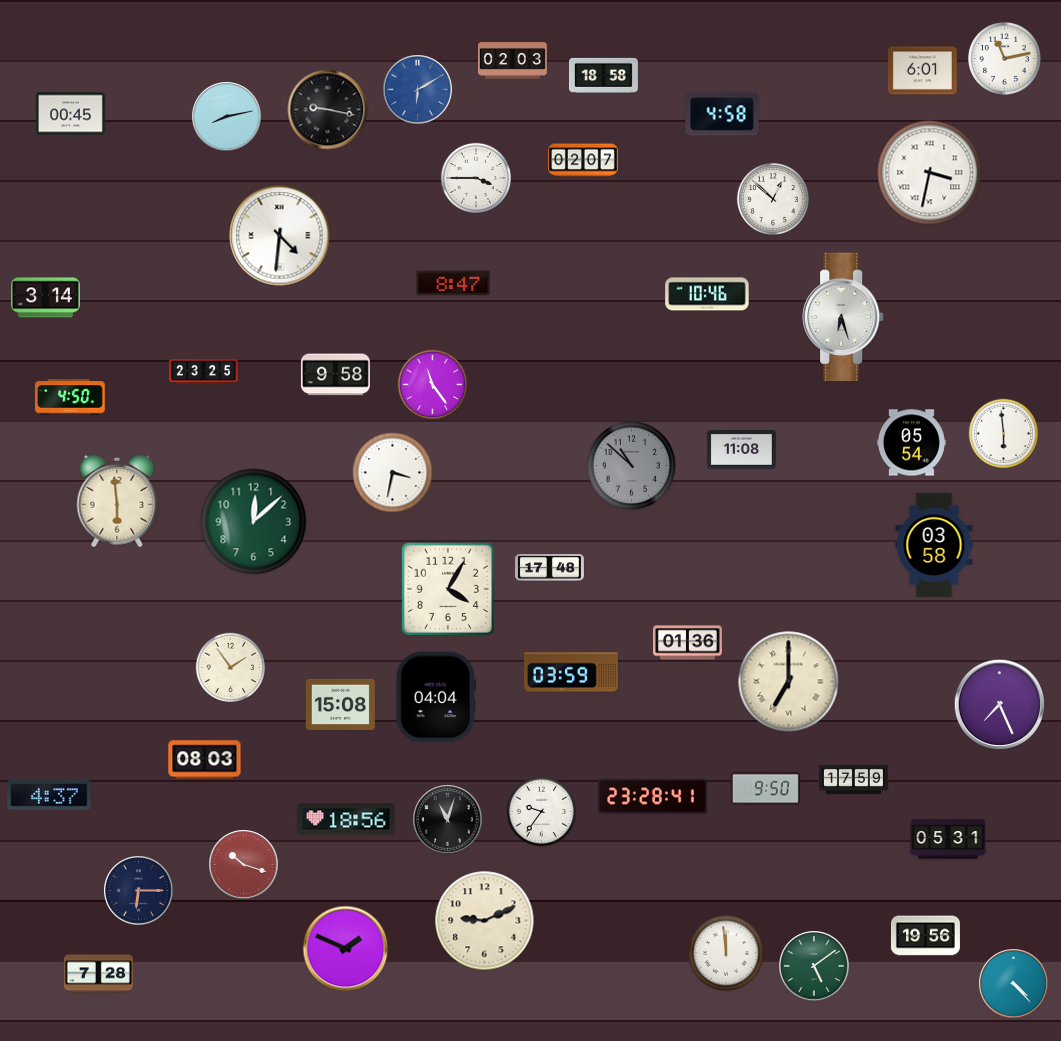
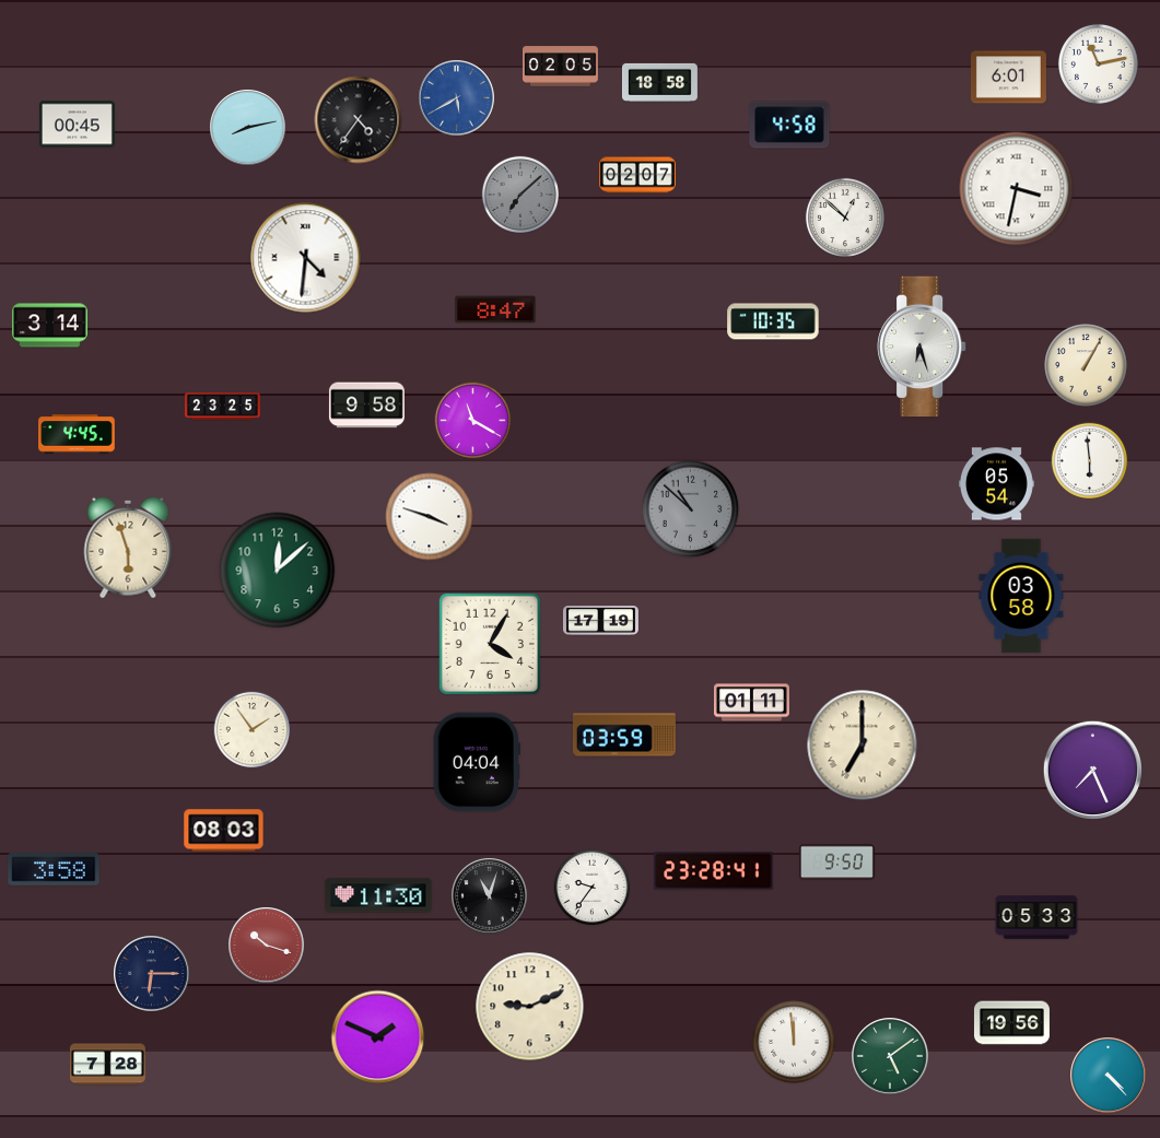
clock at (512, 61): 02:03 -> 02:05
clock at (418, 90): 6:10 -> 5:40
clock at (328, 110): 9:17 -> 4:36
clock at (475, 177): 3:45 -> 7:08
clock at (475, 177) dial: white -> grey
clock at (707, 294): 10:46 -> 10:35
clock at (1086, 365): none -> 1:05
clock at (335, 375) position: (335, 375) -> (366, 406)
clock at (433, 385): 11:24 -> 11:20
clock at (70, 397): 4:50 -> 4:45
clock at (1004, 434) position: (1004, 434) -> (1090, 461)
clock at (741, 450): 11:08 -> none
clock at (393, 473): 3:32 -> 3:48
clock at (117, 501): 5:59 -> 5:57
clock at (549, 568): 17:48 -> 17:19
clock at (687, 643): 01:36 -> 01:11
clock at (340, 704): 15:08 -> none
clock at (853, 779): 17:59 -> none
clock at (49, 795): 4:37 -> 3:58
clock at (346, 819): 18:56 -> 11:30
clock at (948, 839): 05:31 -> 05:33
